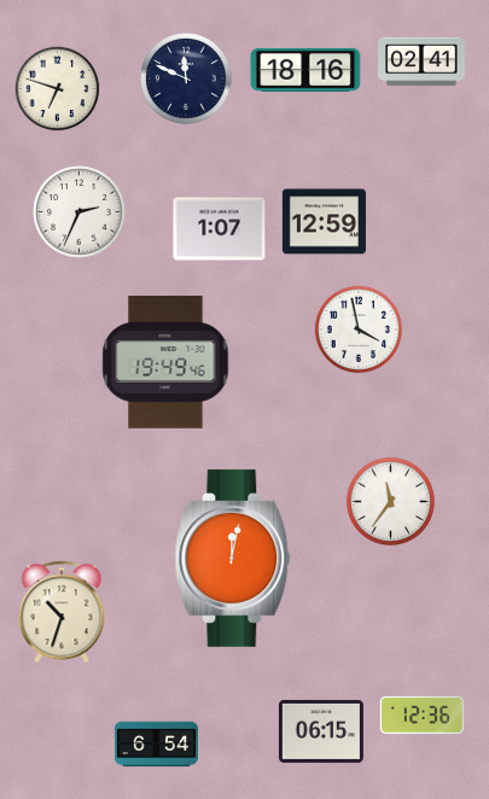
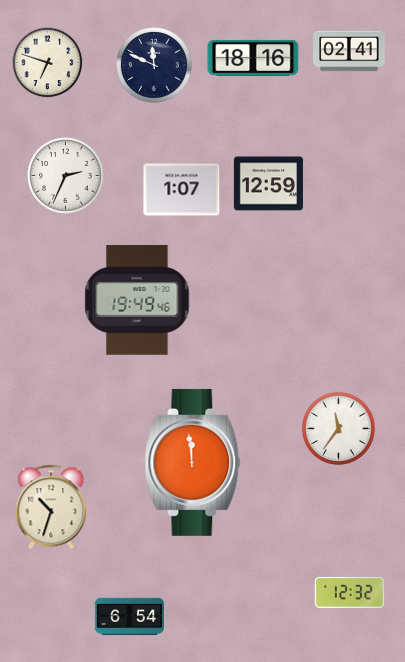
clock at (58, 89) position: (58, 89) -> (48, 63)
clock at (357, 328): 3:58 -> none
clock at (390, 501) position: (390, 501) -> (338, 428)
clock at (233, 558): 12:02 -> 11:59
clock at (421, 715): 12:36 -> 12:32
clock at (321, 731): 06:15 -> none
